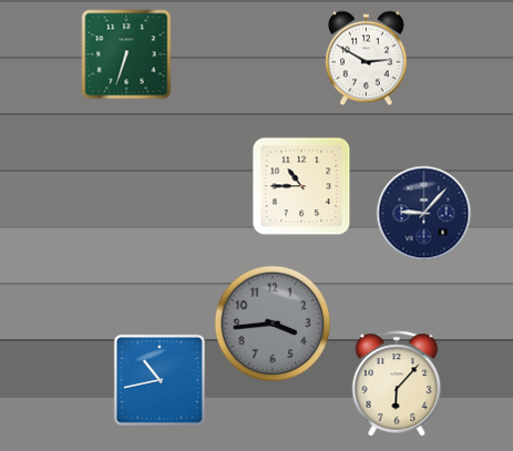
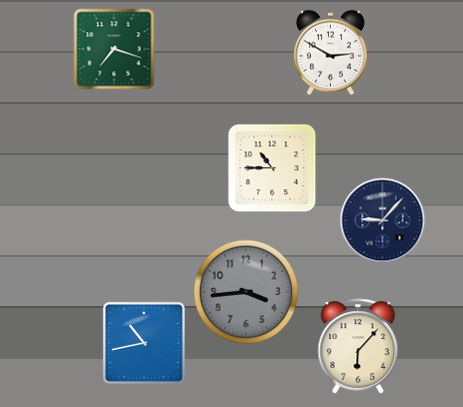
clock at (126, 54): 6:33 -> 7:18
clock at (424, 214) position: (424, 214) -> (383, 221)
